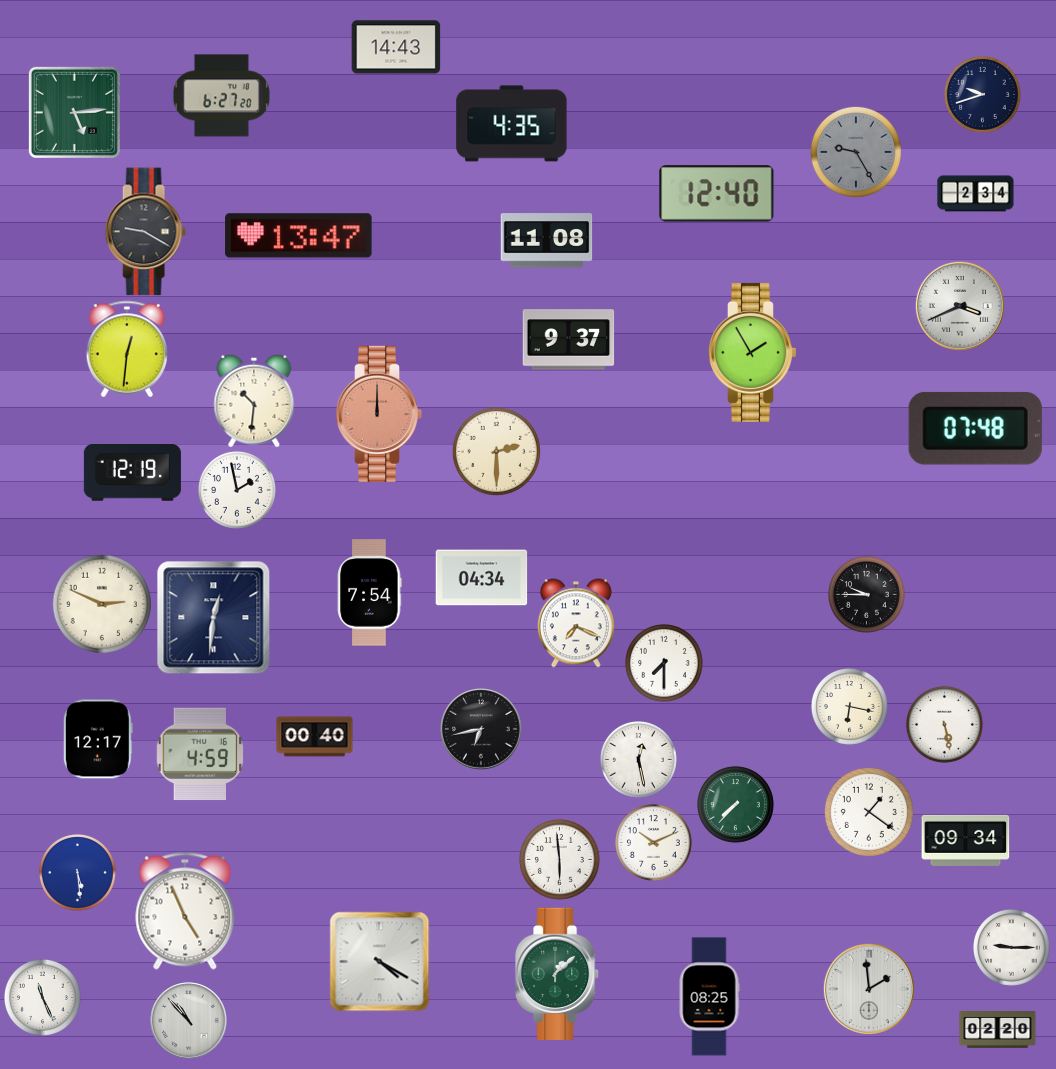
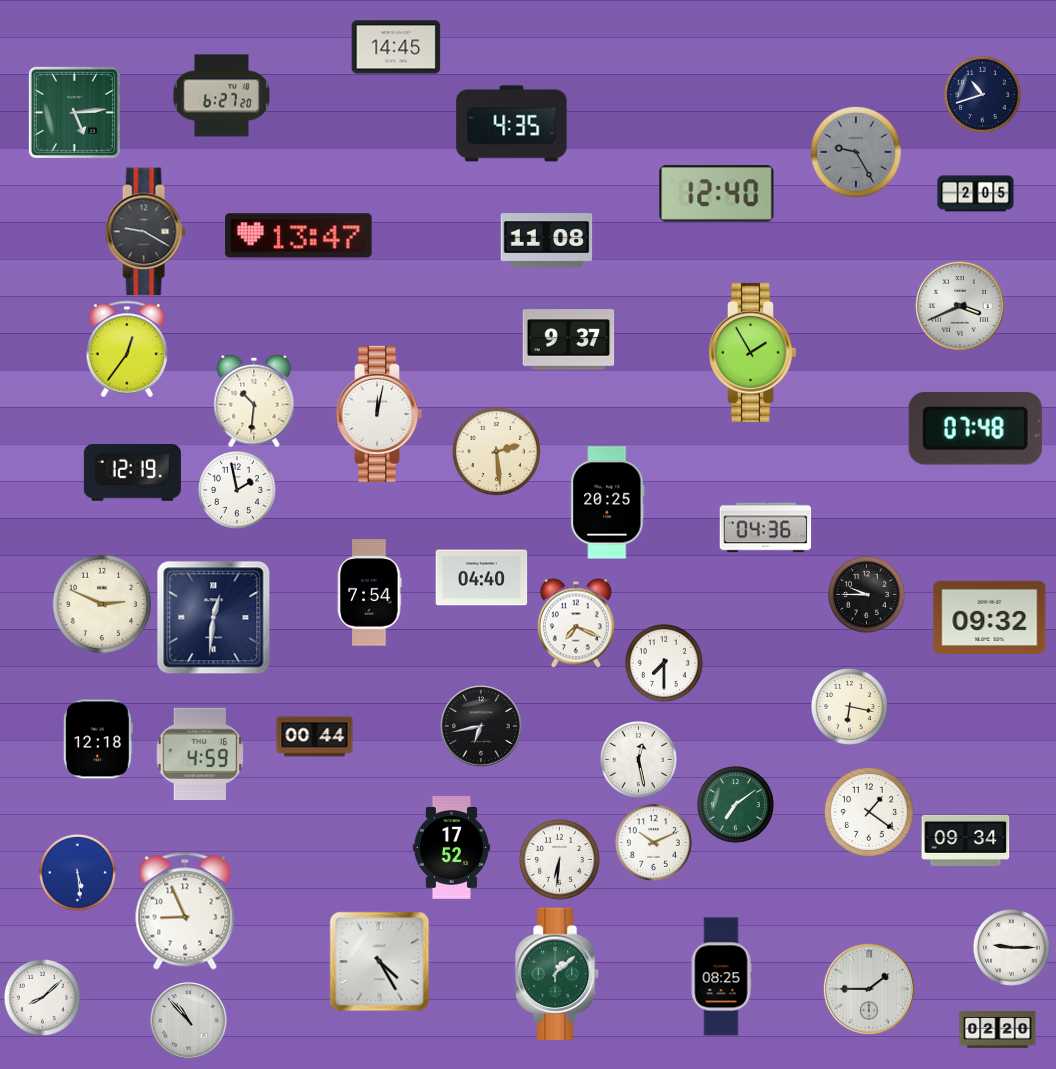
clock at (396, 47): 14:43 -> 14:45
clock at (983, 95): 9:42 -> 10:42
clock at (976, 194): 2:34 -> 2:05
clock at (127, 349): 12:31 -> 12:36
clock at (379, 414): 12:00 -> 12:02
clock at (379, 414) dial: salmon -> white
clock at (496, 451): 2:30 -> 2:29
clock at (608, 503): none -> 20:25
clock at (766, 528): none -> 04:36
clock at (482, 578): 04:34 -> 04:40
clock at (990, 617): none -> 09:32
clock at (945, 725): 5:28 -> none
clock at (481, 729) position: (481, 729) -> (481, 726)
clock at (315, 737): 00:40 -> 00:44
clock at (98, 739): 12:17 -> 12:18
clock at (736, 805): 7:37 -> 7:09
clock at (451, 848): none -> 17:52
clock at (559, 859): 5:59 -> 6:31
clock at (185, 911): 4:56 -> 8:56
clock at (380, 962): 4:20 -> 4:25
clock at (869, 989): 1:59 -> 1:45
clock at (709, 997) position: (709, 997) -> (721, 977)
clock at (43, 998): 11:26 -> 8:08
